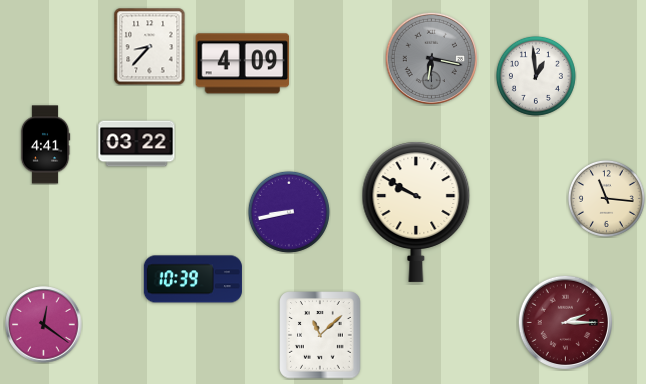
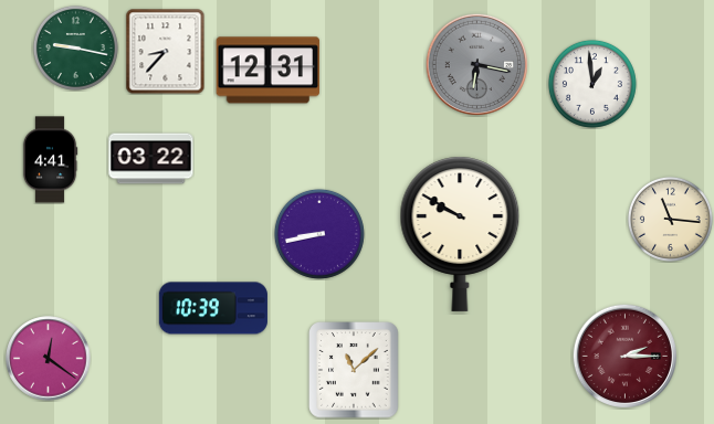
clock at (75, 47): none -> 9:17
clock at (243, 64): 4:09 -> 12:31
